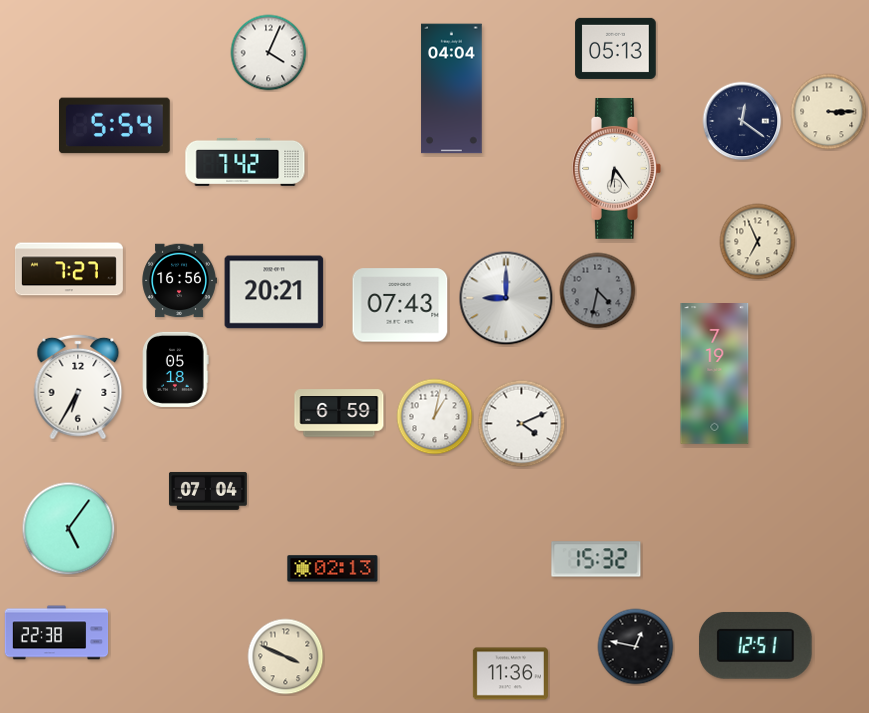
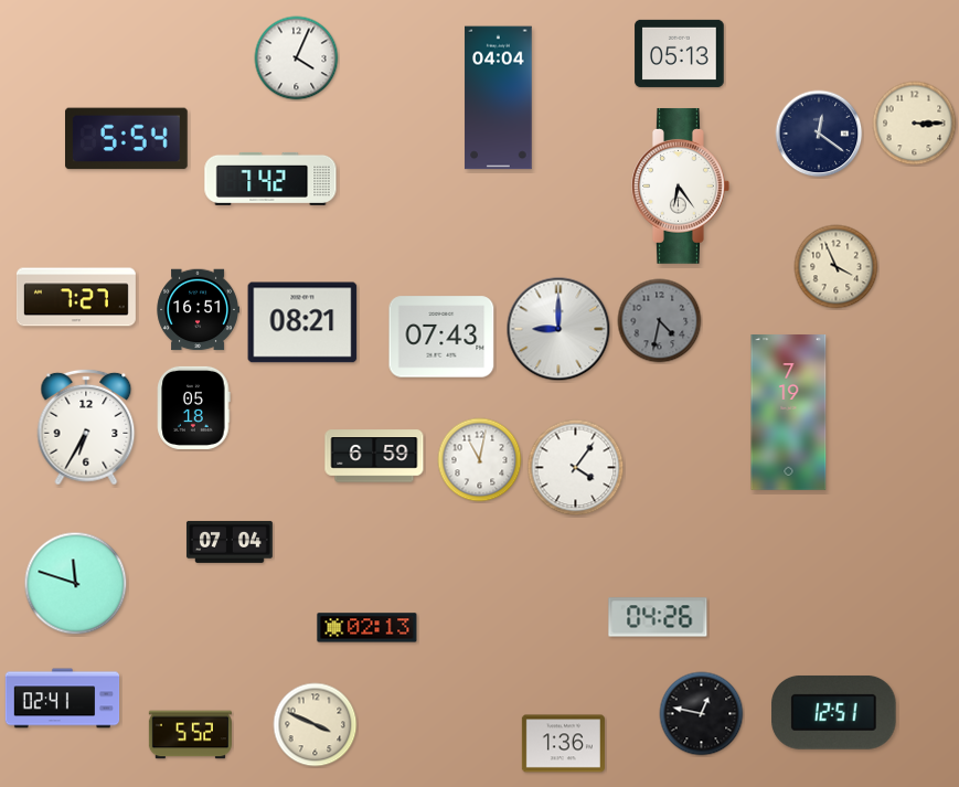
clock at (758, 242): 6:56 -> 3:56
clock at (179, 281): 16:56 -> 16:51
clock at (274, 292): 20:21 -> 08:21
clock at (435, 417): 1:02 -> 11:02
clock at (522, 424): 4:11 -> 4:06
clock at (69, 529): 5:06 -> 11:48
clock at (596, 559): 15:32 -> 04:26
clock at (57, 633): 22:38 -> 02:41
clock at (190, 735): none -> 5:52
clock at (510, 674): 11:36 -> 1:36
